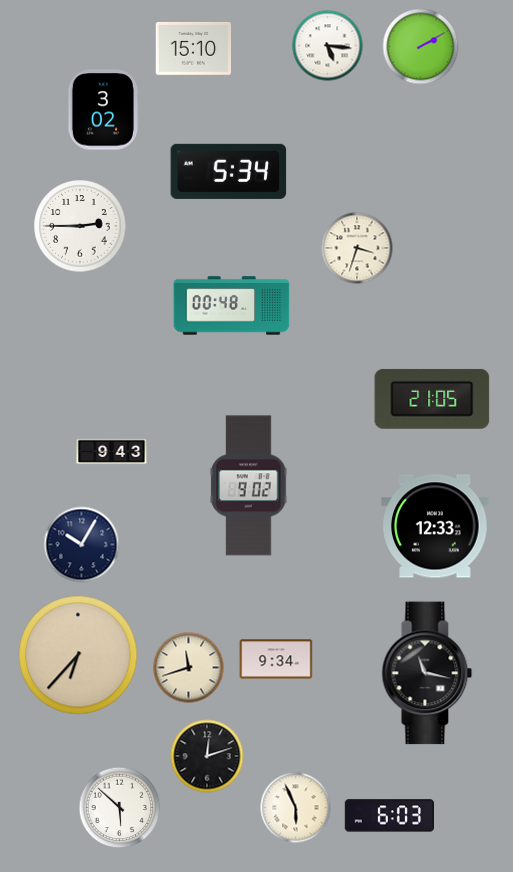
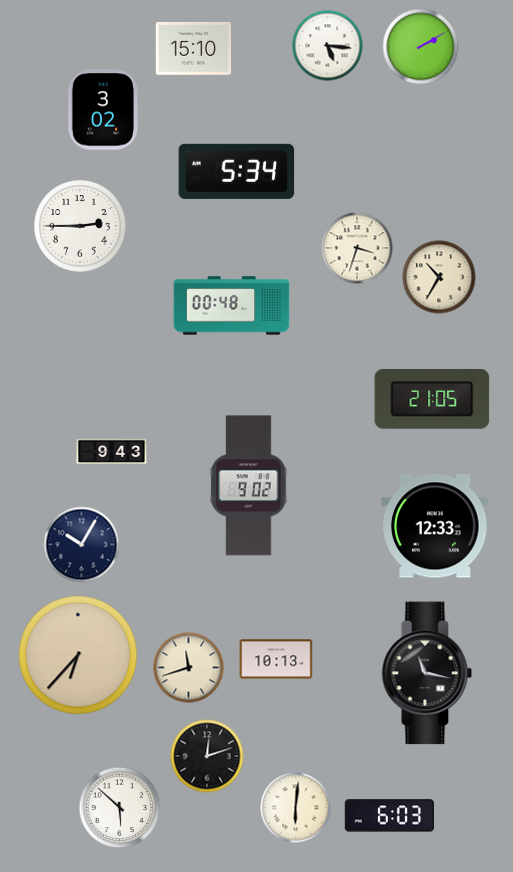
clock at (229, 171) position: (229, 171) -> (237, 171)
clock at (439, 277): none -> 10:35
clock at (276, 659): 9:34 -> 10:13
clock at (296, 808): 5:56 -> 6:01
